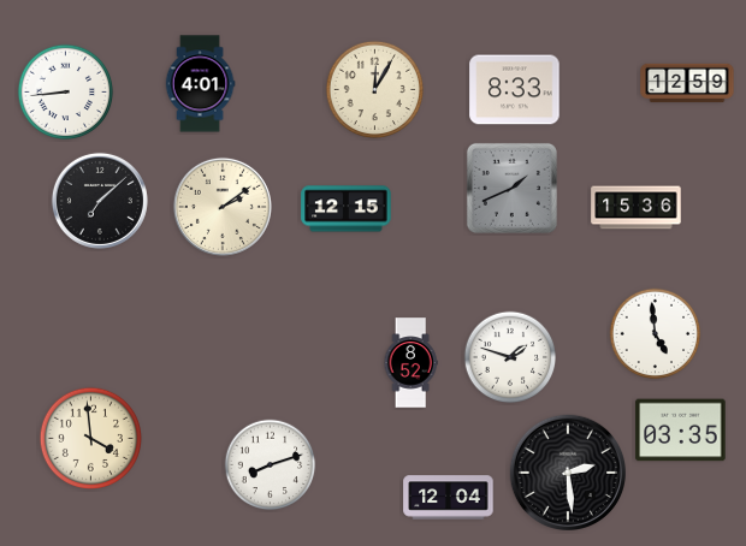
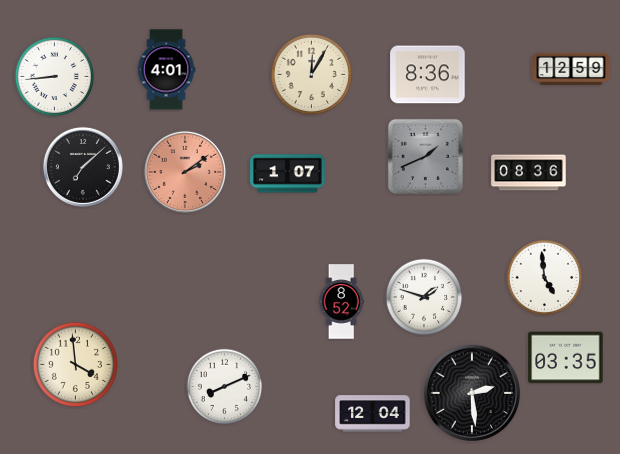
clock at (515, 90): 8:33 -> 8:36
clock at (223, 207) dial: cream -> salmon
clock at (637, 208): 15:36 -> 08:36
clock at (347, 209): 12:15 -> 1:07
clock at (271, 465): 8:12 -> 8:11
